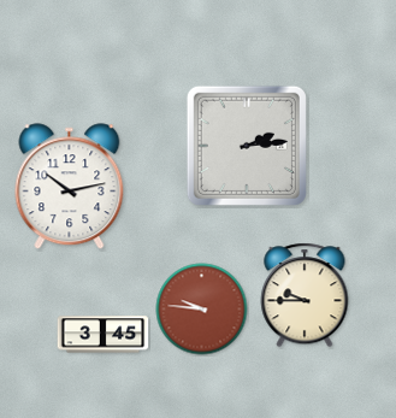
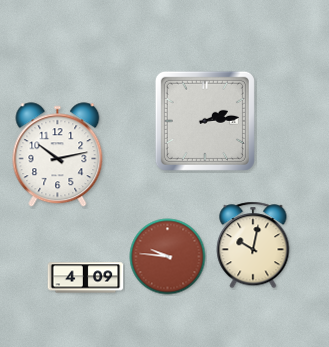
clock at (305, 295): 9:45 -> 10:02
clock at (104, 335): 3:45 -> 4:09
